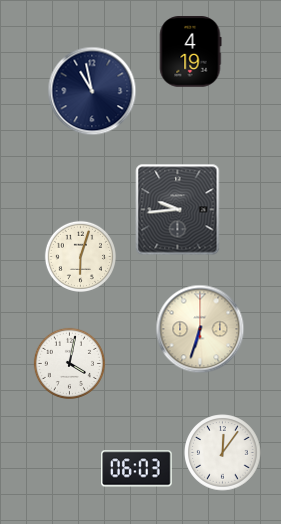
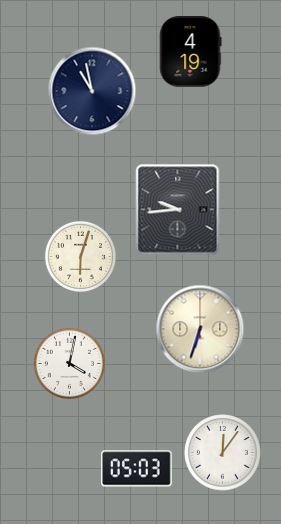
clock at (137, 469): 06:03 -> 05:03
